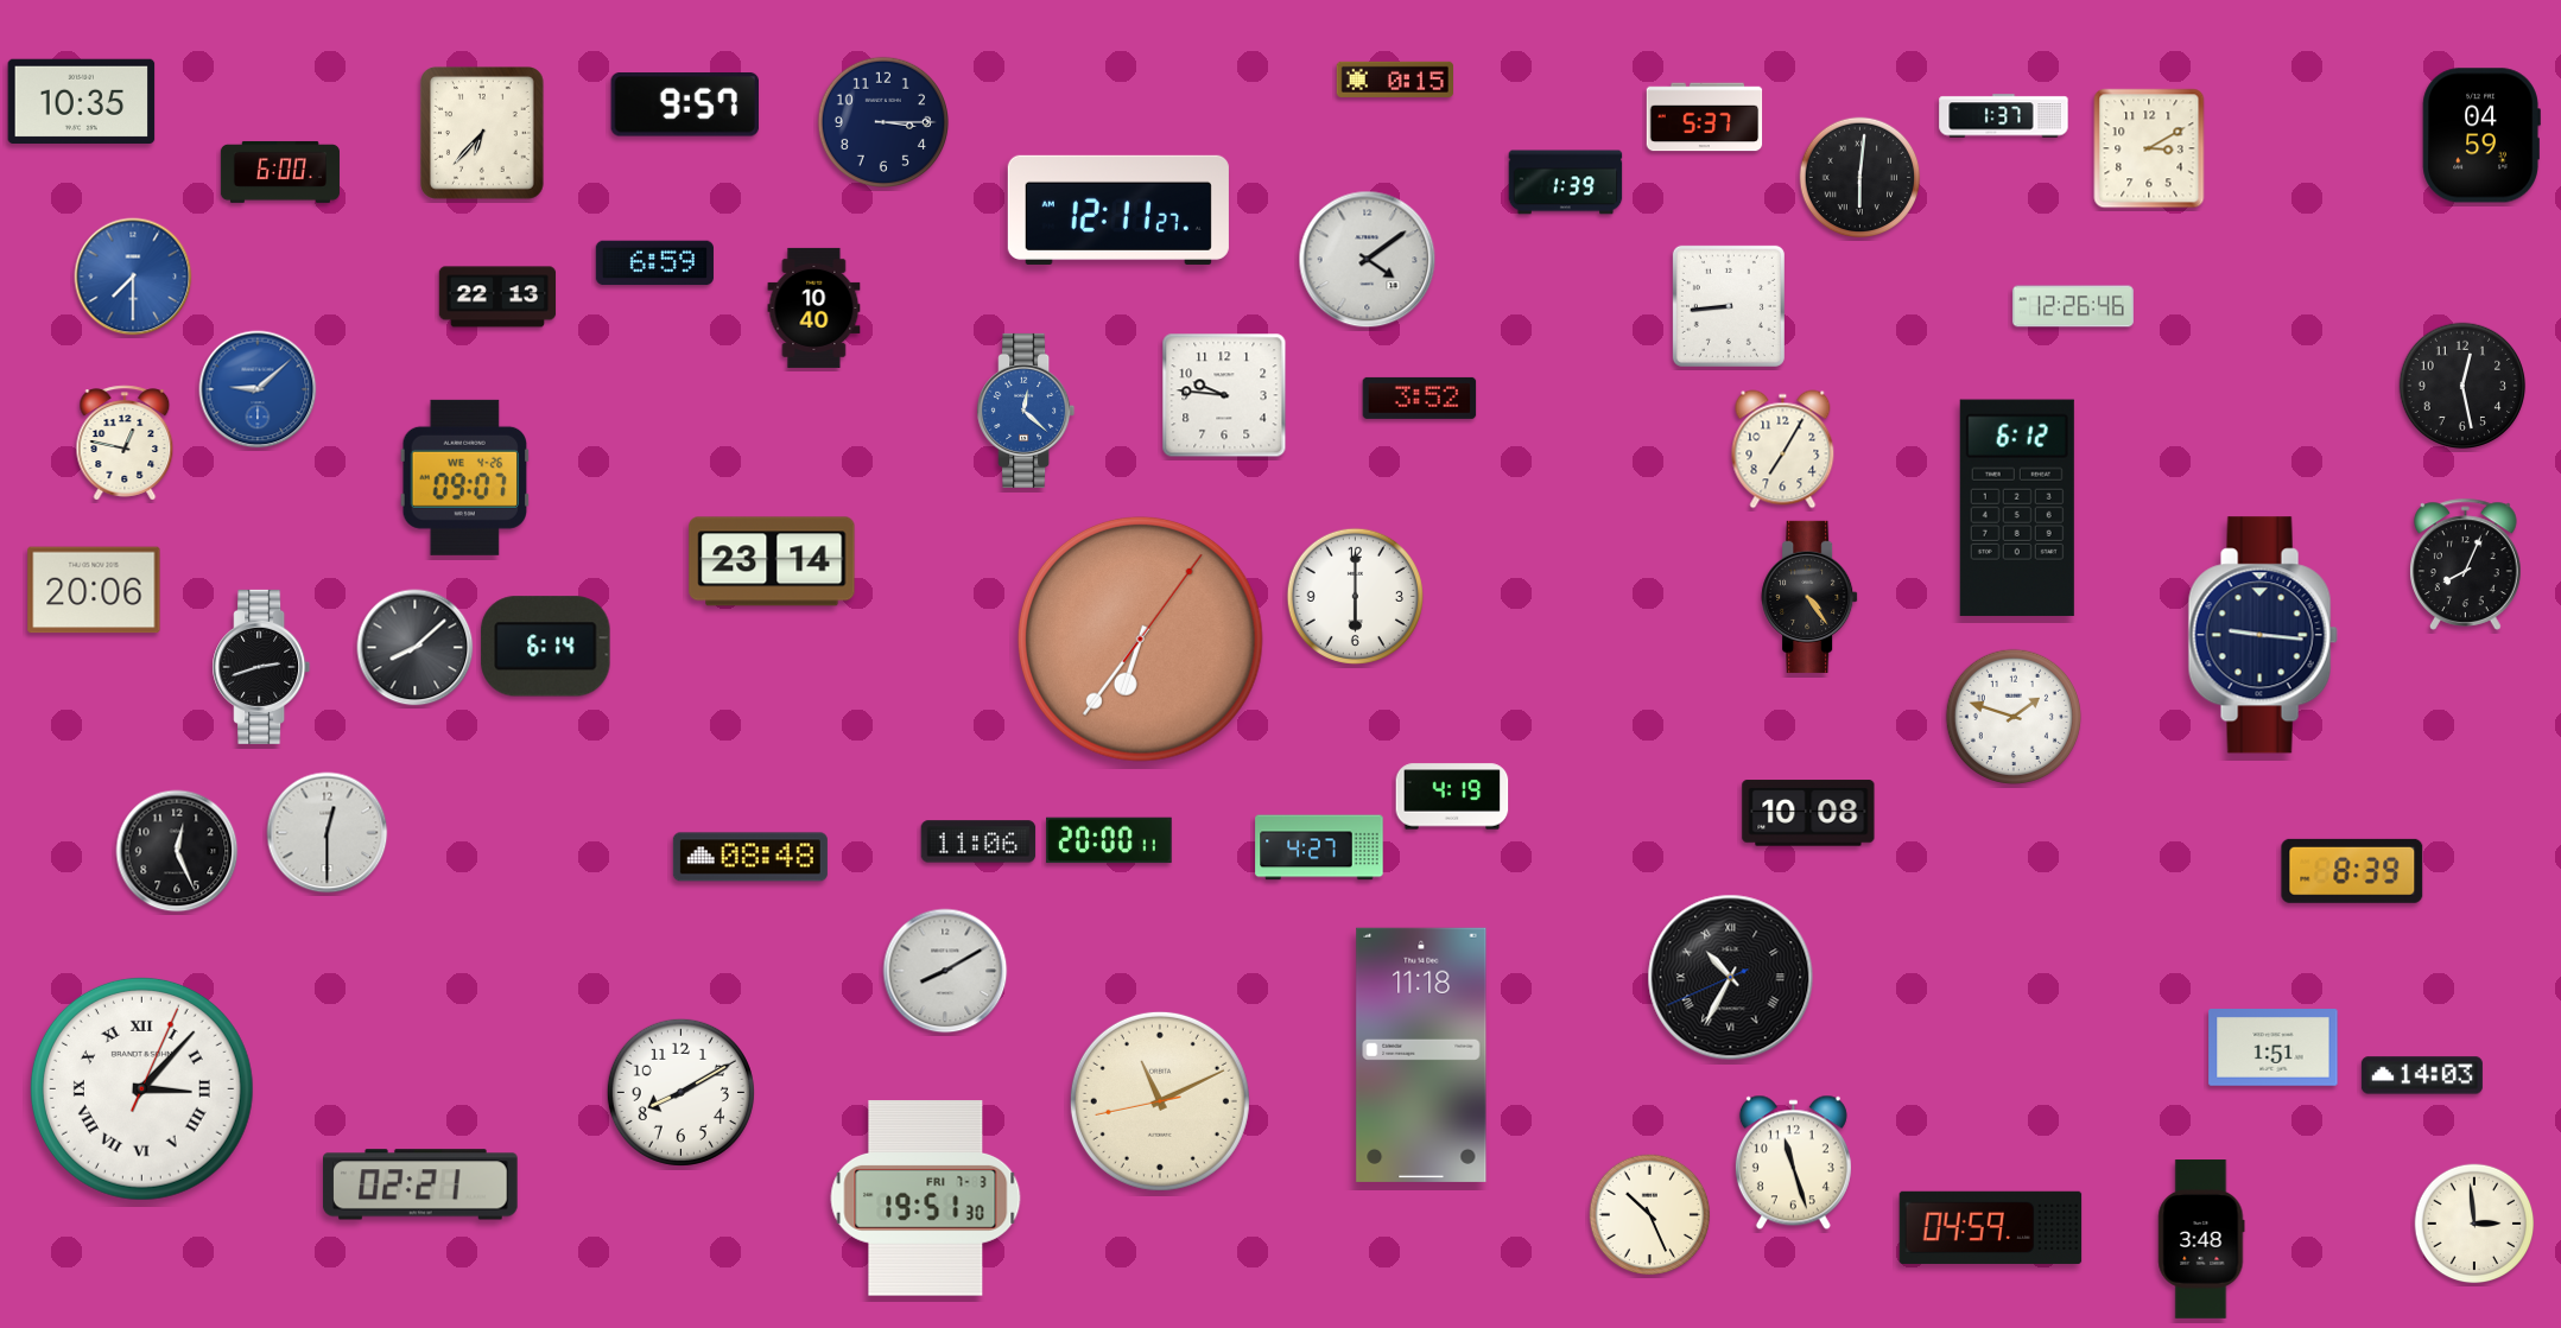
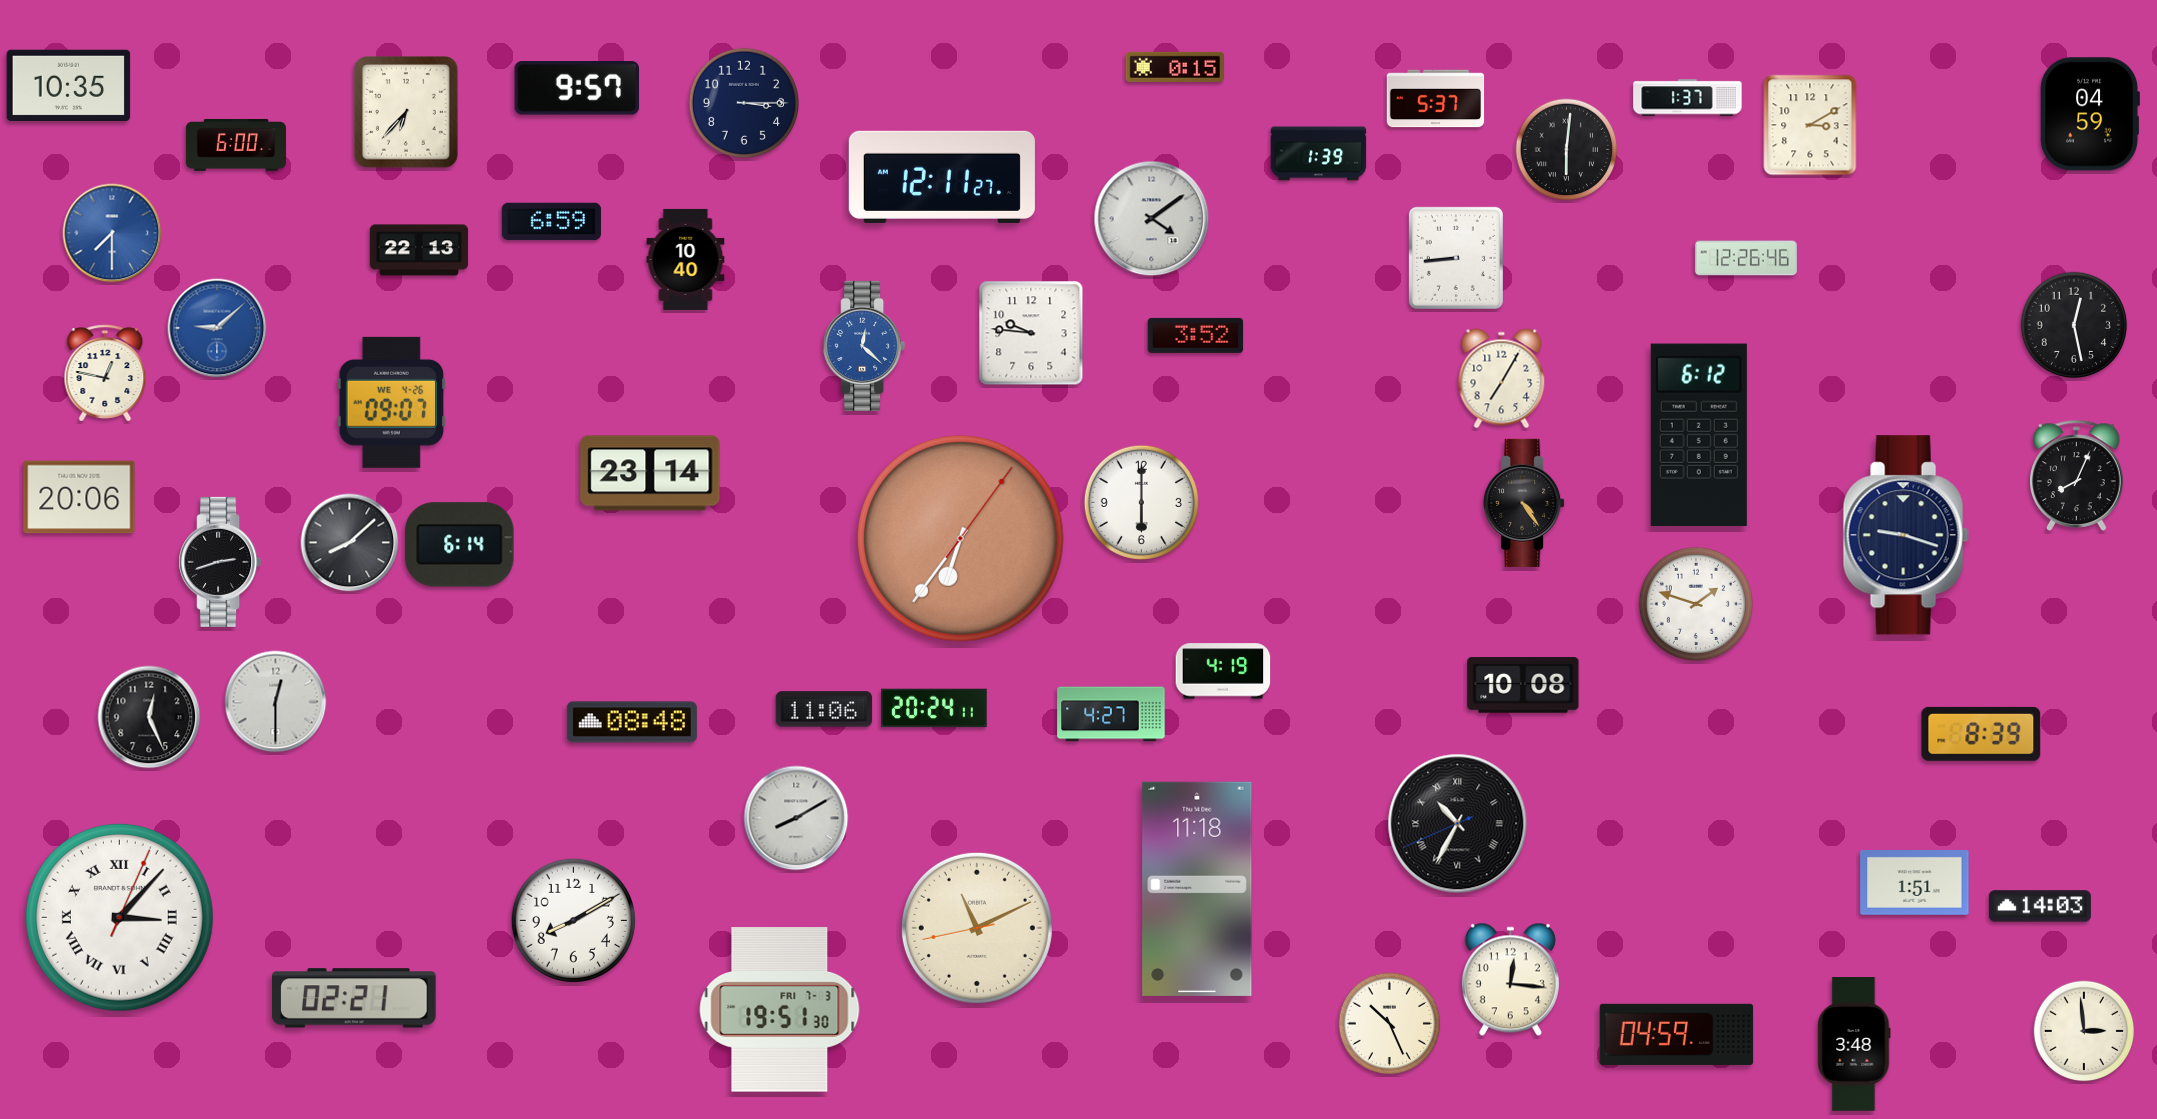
clock at (2017, 508) position: (2017, 508) -> (1699, 435)
clock at (2263, 635): 9:16 -> 9:18
clock at (416, 648) position: (416, 648) -> (350, 543)
clock at (1109, 840): 20:00 -> 20:24
clock at (1793, 1163): 11:27 -> 12:16
